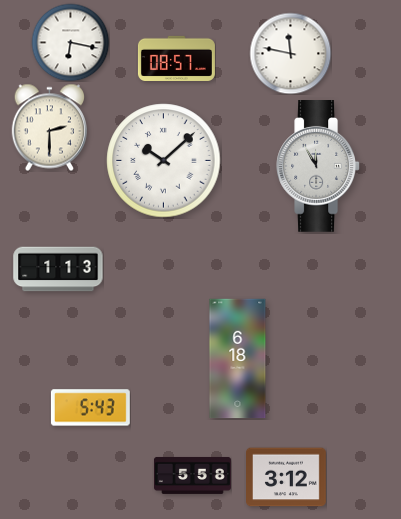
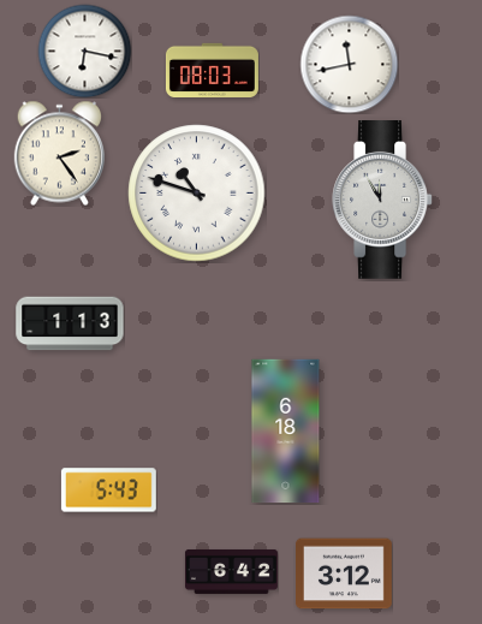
clock at (290, 53): 11:47 -> 11:43
clock at (176, 58): 08:57 -> 08:03
clock at (49, 127): 2:30 -> 2:24
clock at (164, 161): 10:08 -> 10:48
clock at (192, 475): 5:58 -> 6:42
